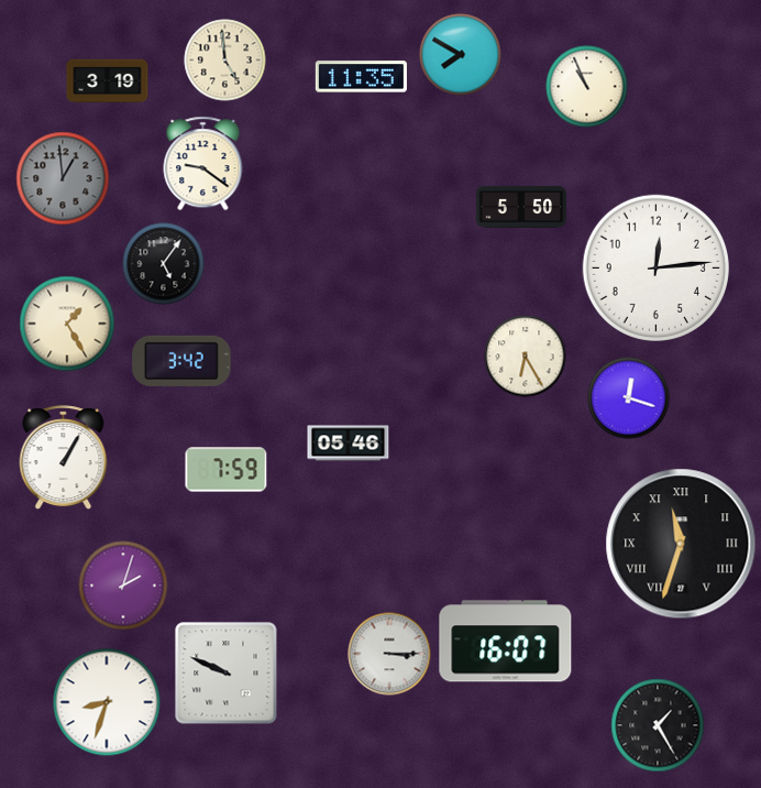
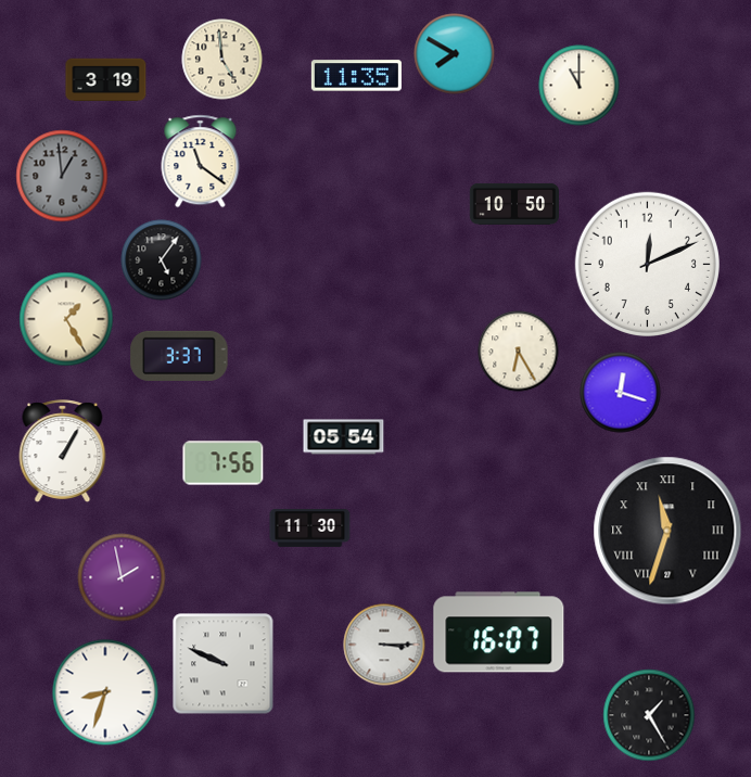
clock at (587, 87): 10:56 -> 11:00
clock at (203, 164): 9:21 -> 11:21
clock at (520, 207): 5:50 -> 10:50
clock at (655, 267): 12:14 -> 12:11
clock at (181, 361): 3:42 -> 3:37
clock at (349, 444): 05:46 -> 05:54
clock at (227, 470): 7:59 -> 7:56
clock at (310, 528): none -> 11:30
clock at (681, 544) position: (681, 544) -> (667, 531)
clock at (123, 585): 2:03 -> 1:58
